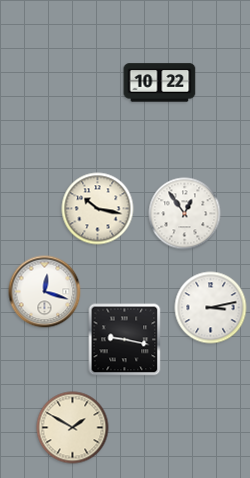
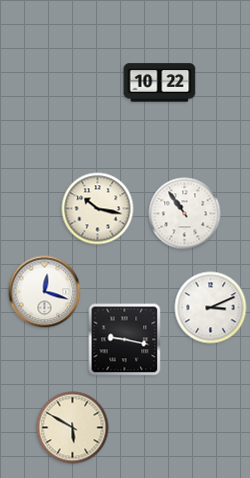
clock at (185, 214): 12:54 -> 10:54
clock at (211, 308): 3:13 -> 3:11
clock at (73, 428): 1:50 -> 5:50
